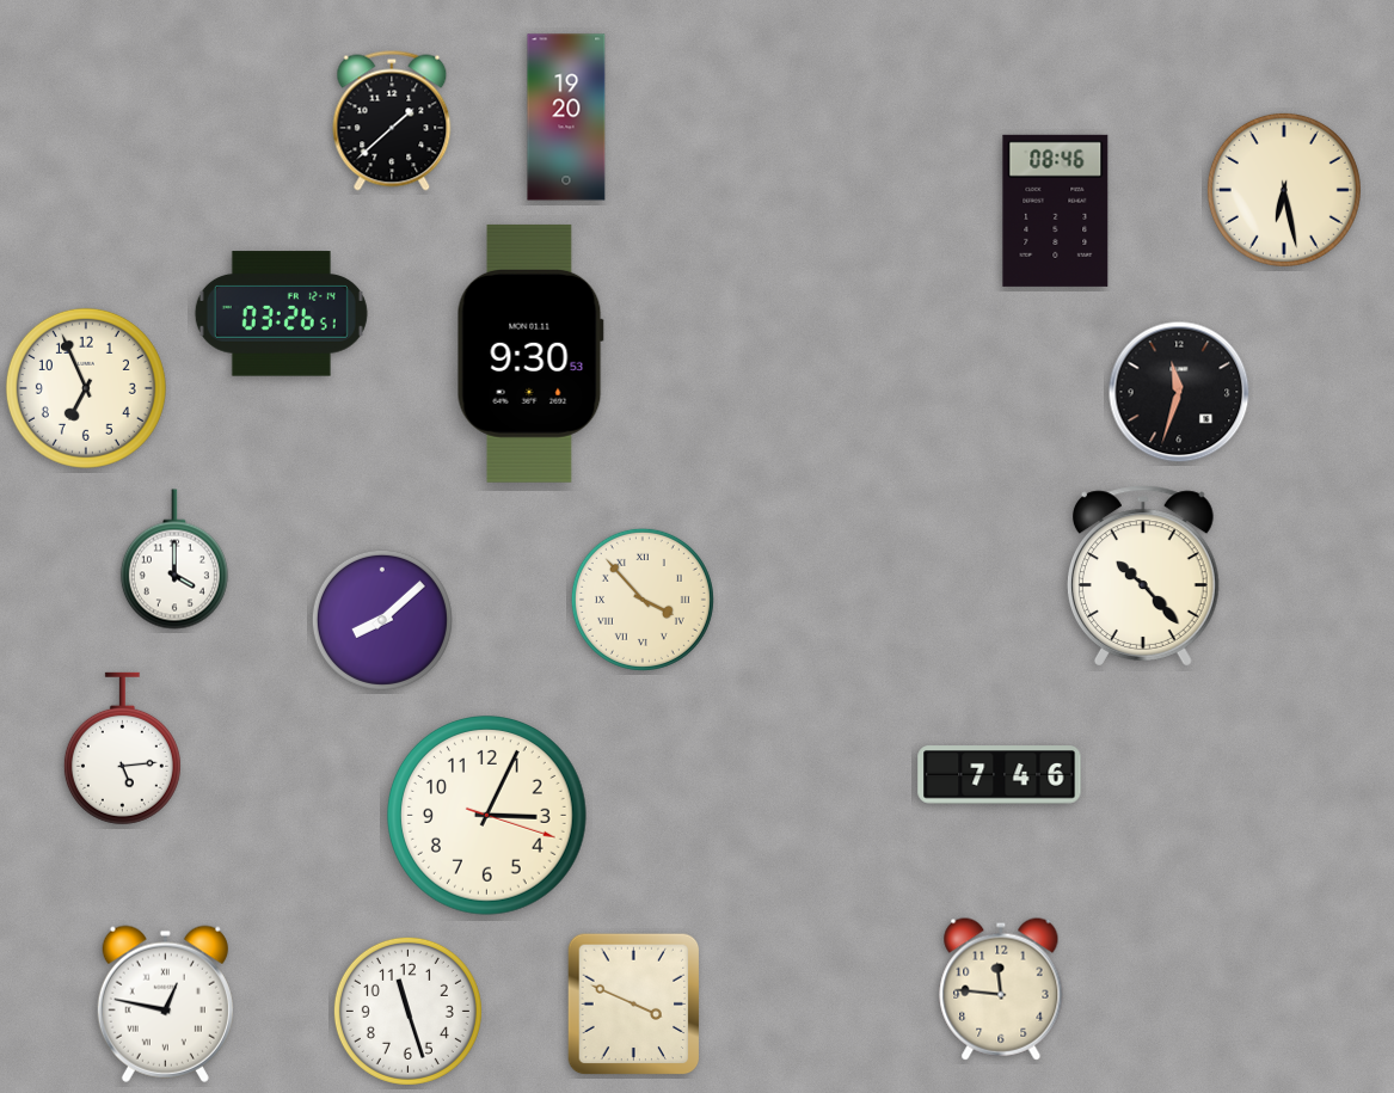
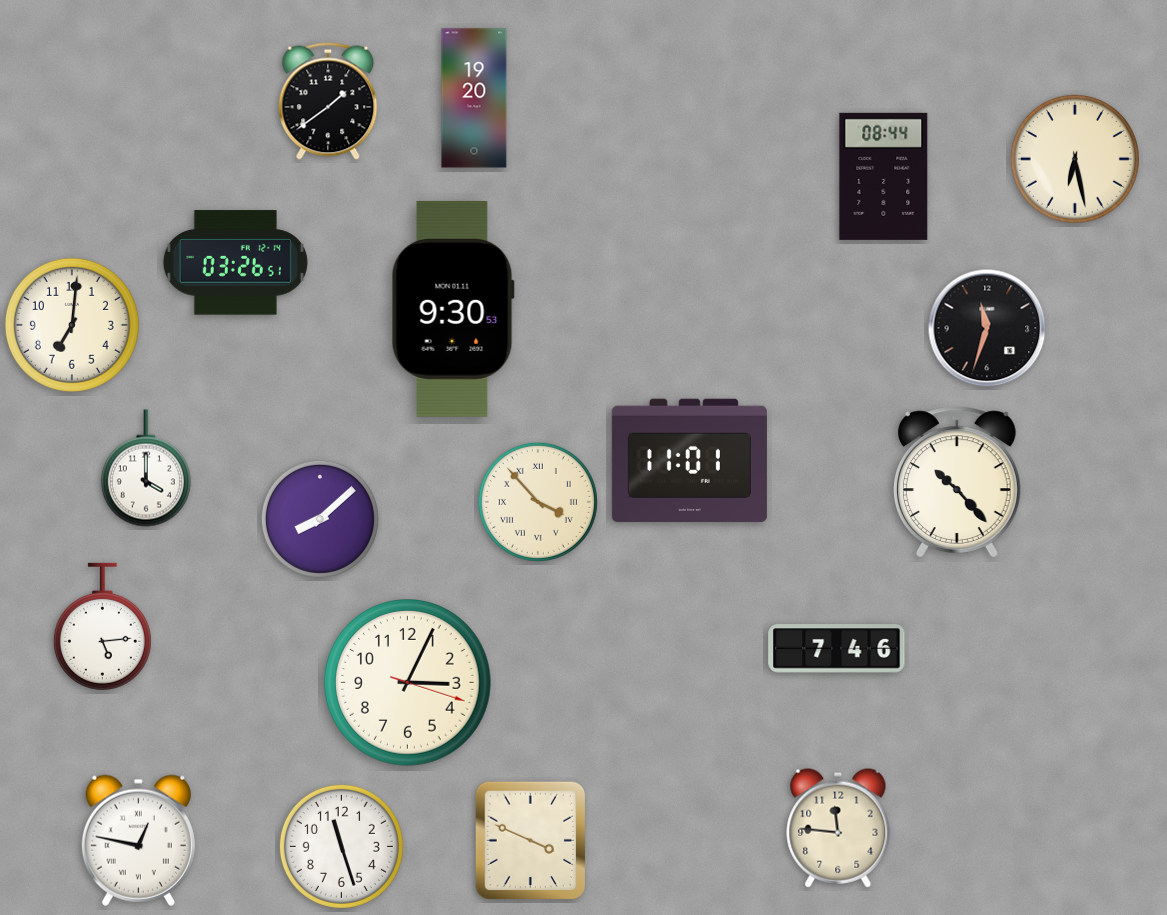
clock at (392, 121): 1:38 -> 1:39
clock at (1056, 210): 08:46 -> 08:44
clock at (530, 354) position: (530, 354) -> (453, 309)
clock at (86, 388): 6:56 -> 7:01
clock at (689, 460): none -> 11:01
